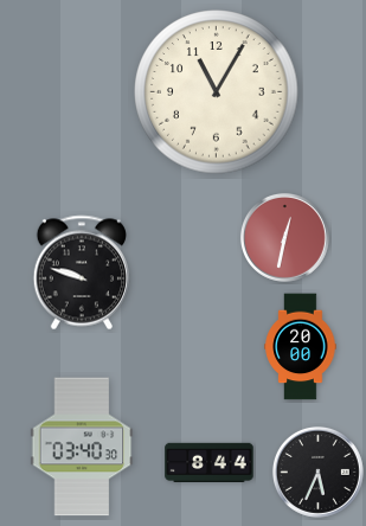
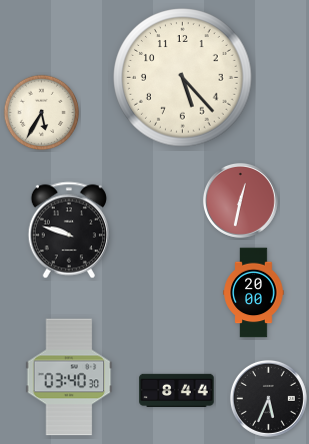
clock at (217, 92): 11:05 -> 5:23
clock at (42, 113): none -> 5:35
